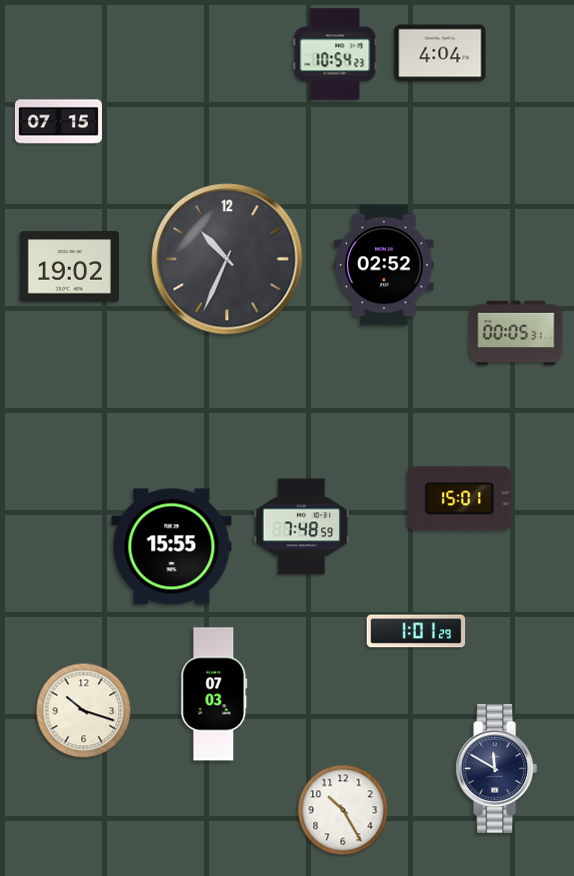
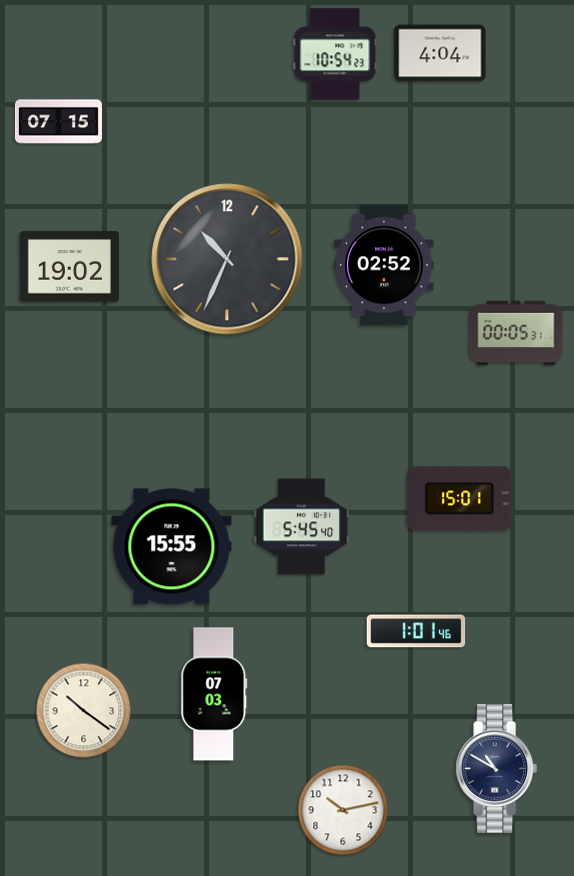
clock at (302, 527): 7:48 -> 5:45
clock at (416, 631): 1:01:29 -> 1:01:46
clock at (84, 711): 10:18 -> 10:21
clock at (497, 769): 11:50 -> 10:50
clock at (343, 810): 10:25 -> 10:13
